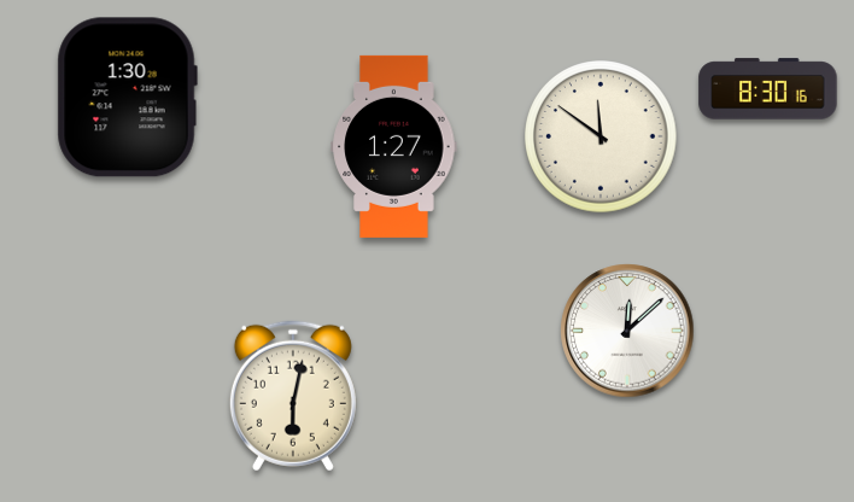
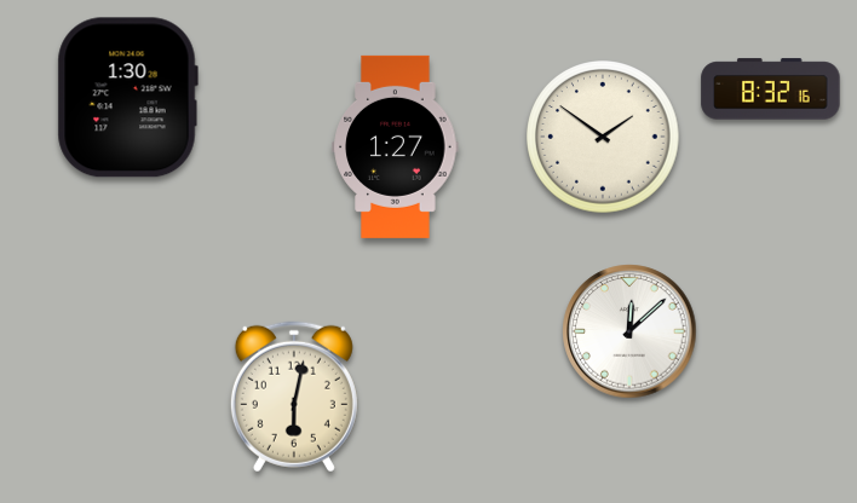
clock at (768, 89): 8:30 -> 8:32
clock at (601, 136): 11:51 -> 1:51
